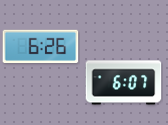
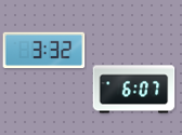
clock at (41, 47): 6:26 -> 3:32
